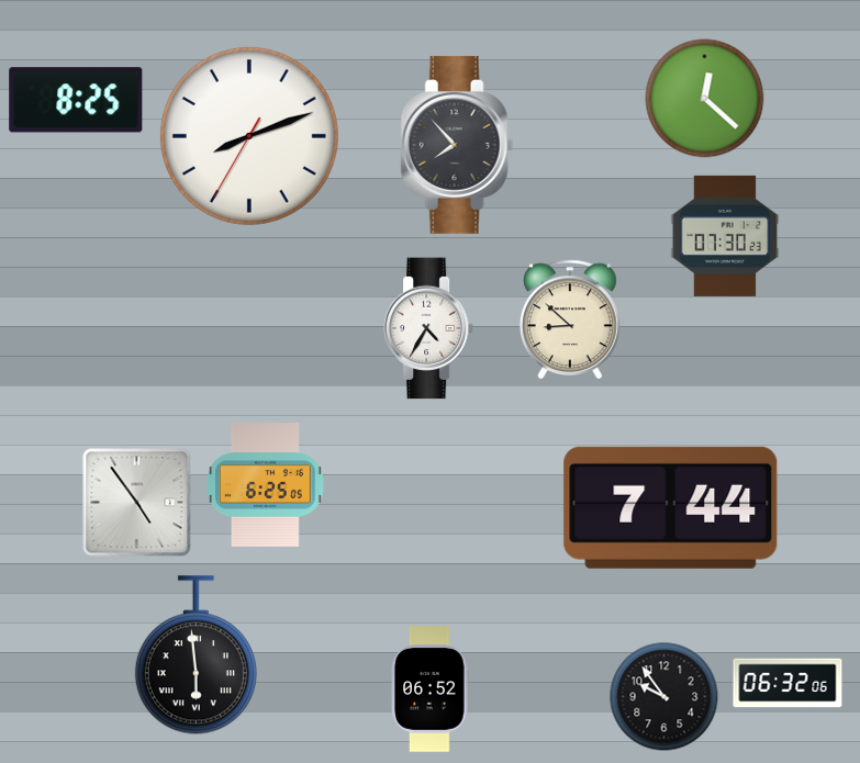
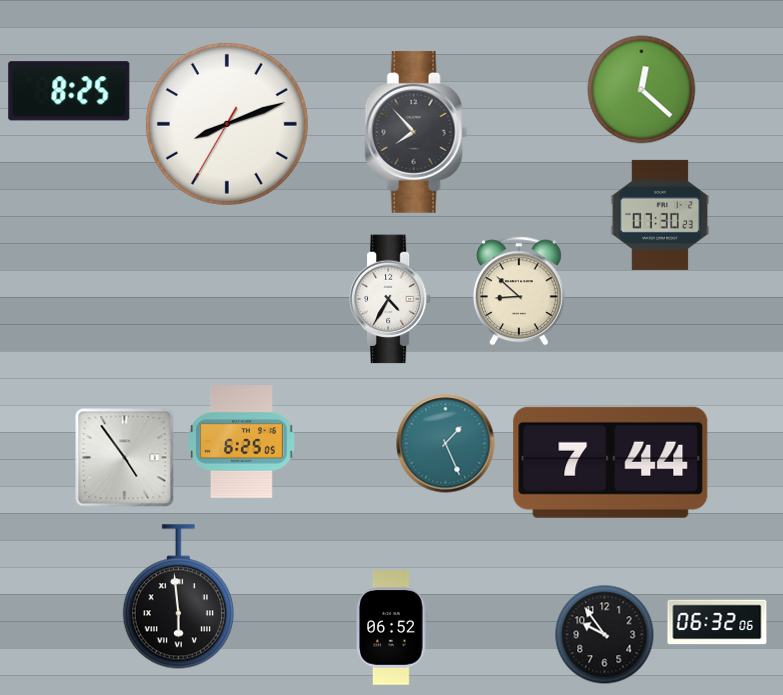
clock at (446, 444): none -> 1:26
